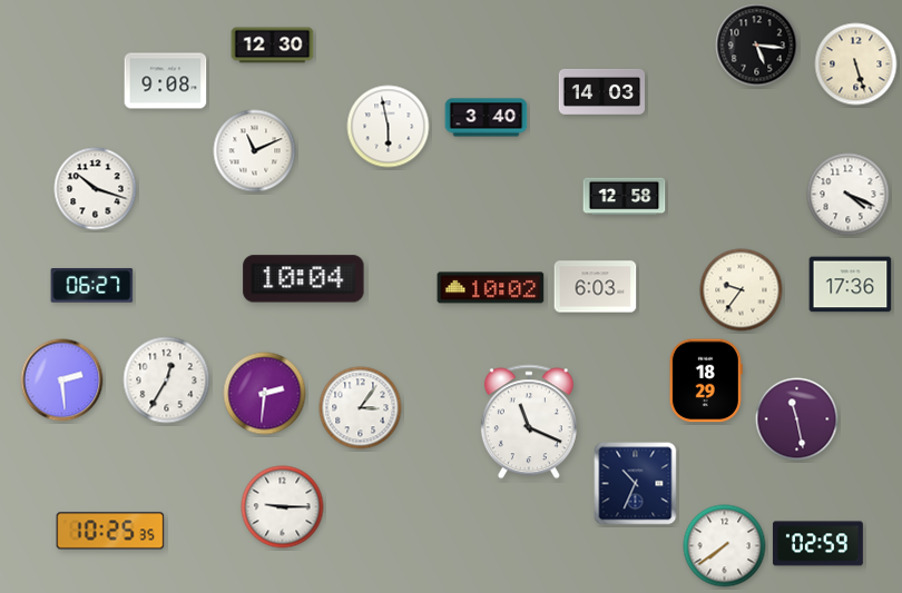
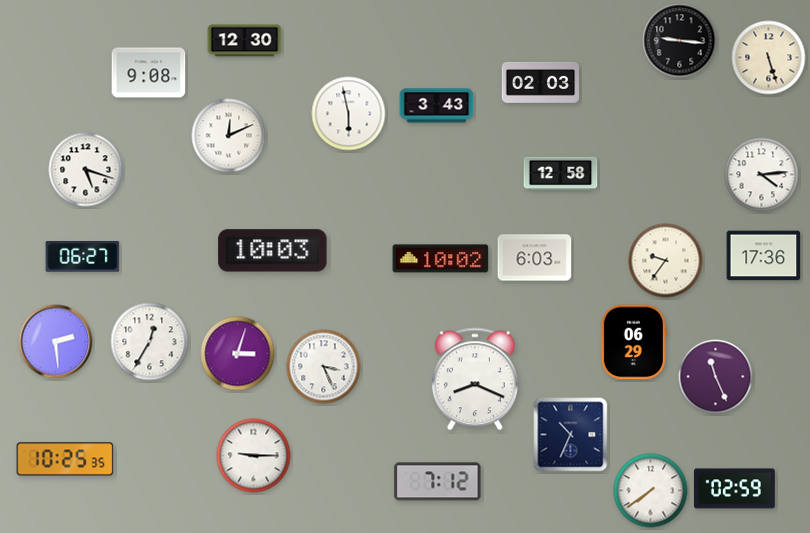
clock at (757, 46): 5:16 -> 9:16
clock at (601, 91): 14:03 -> 02:03
clock at (487, 118): 3:40 -> 3:43
clock at (255, 151): 11:11 -> 12:11
clock at (96, 189): 10:18 -> 5:18
clock at (849, 195): 4:19 -> 4:14
clock at (625, 197) position: (625, 197) -> (561, 174)
clock at (304, 279): 10:04 -> 10:03
clock at (706, 380): 18:29 -> 06:29
clock at (265, 394): 2:31 -> 3:03
clock at (361, 408): 3:06 -> 3:26
clock at (797, 419): 11:28 -> 11:26
clock at (529, 422): 11:19 -> 8:19
clock at (110, 531) position: (110, 531) -> (65, 459)
clock at (438, 482): none -> 7:12
